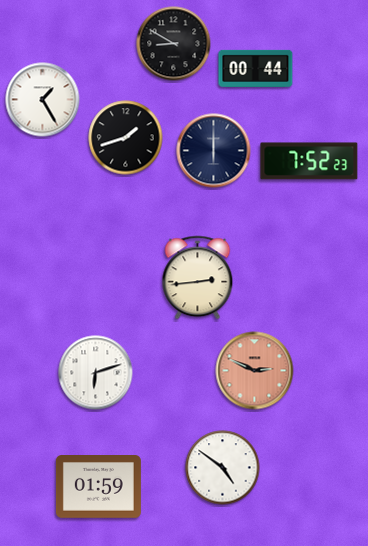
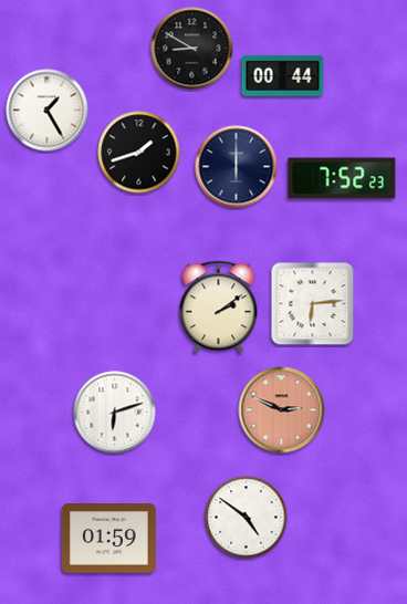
clock at (313, 304): none -> 6:14
clock at (198, 278): 2:44 -> 2:09
clock at (96, 373) position: (96, 373) -> (115, 413)
